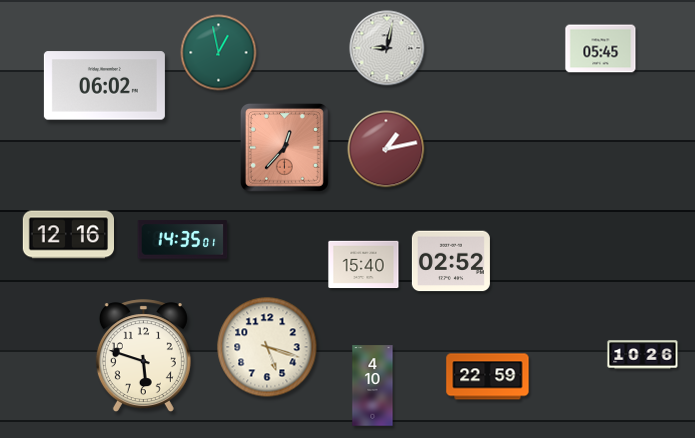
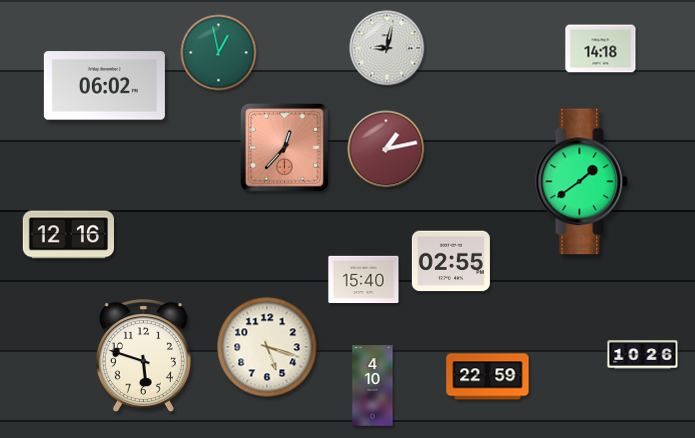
clock at (601, 49): 05:45 -> 14:18
clock at (582, 182): none -> 1:39
clock at (183, 240): 14:35 -> none
clock at (451, 261): 02:52 -> 02:55
clock at (364, 265) position: (364, 265) -> (364, 280)
